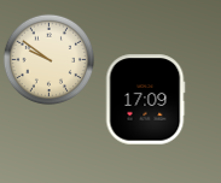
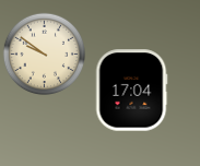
clock at (145, 100): 17:09 -> 17:04
